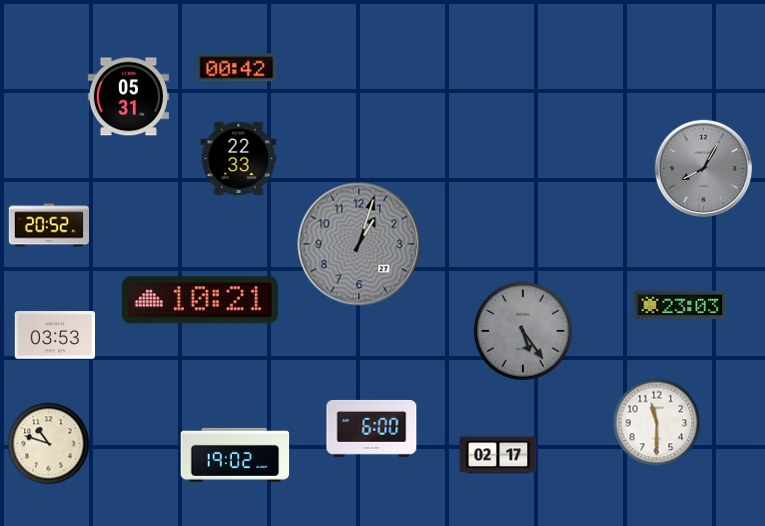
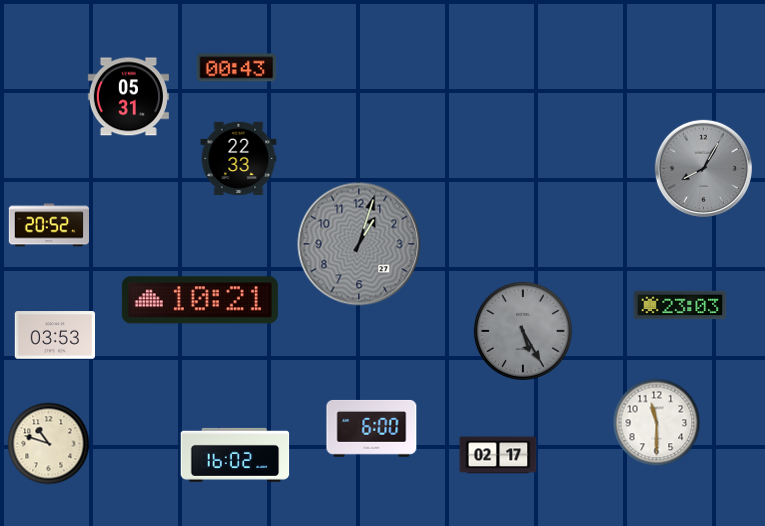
clock at (237, 68): 00:42 -> 00:43
clock at (523, 331): 5:24 -> 5:25
clock at (235, 455): 19:02 -> 16:02
